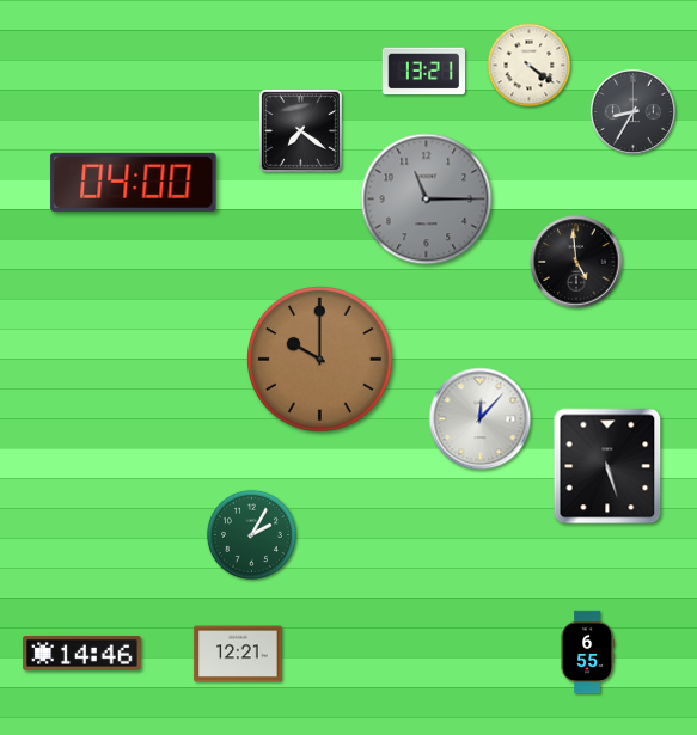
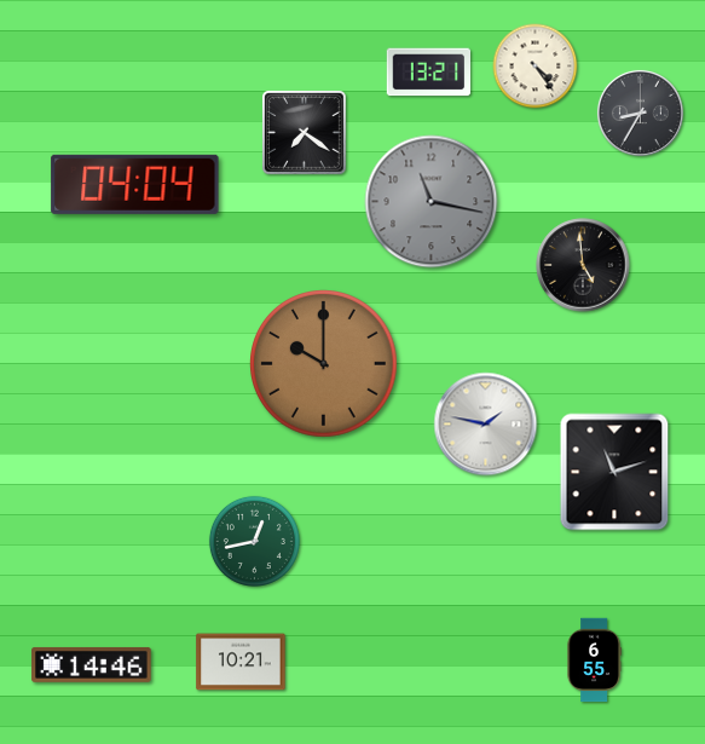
clock at (530, 66): 4:21 -> 4:24
clock at (134, 182): 04:00 -> 04:04
clock at (427, 200): 11:15 -> 11:17
clock at (481, 419): 12:07 -> 1:47
clock at (607, 466): 5:27 -> 11:12
clock at (251, 534): 2:05 -> 12:43
clock at (82, 653) position: (82, 653) -> (92, 664)
clock at (238, 654): 12:21 -> 10:21
